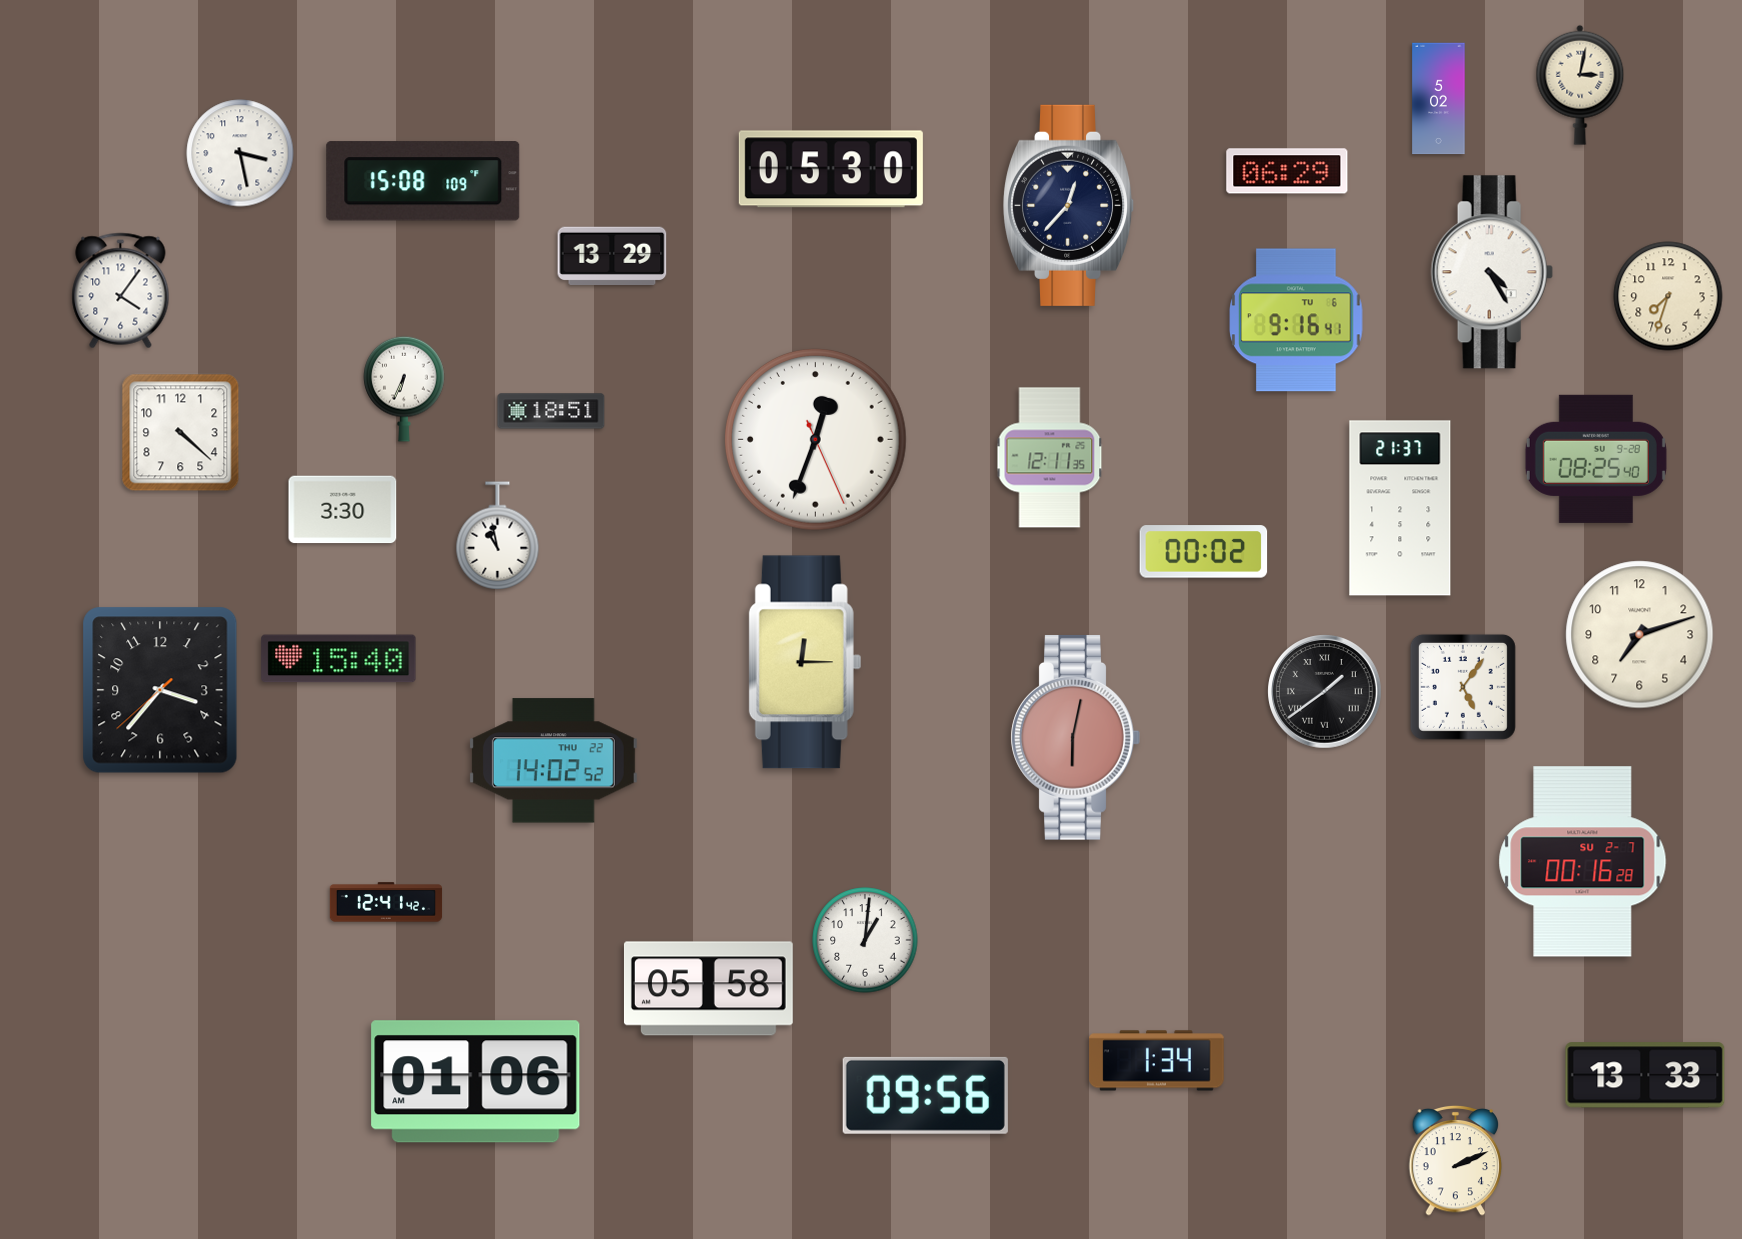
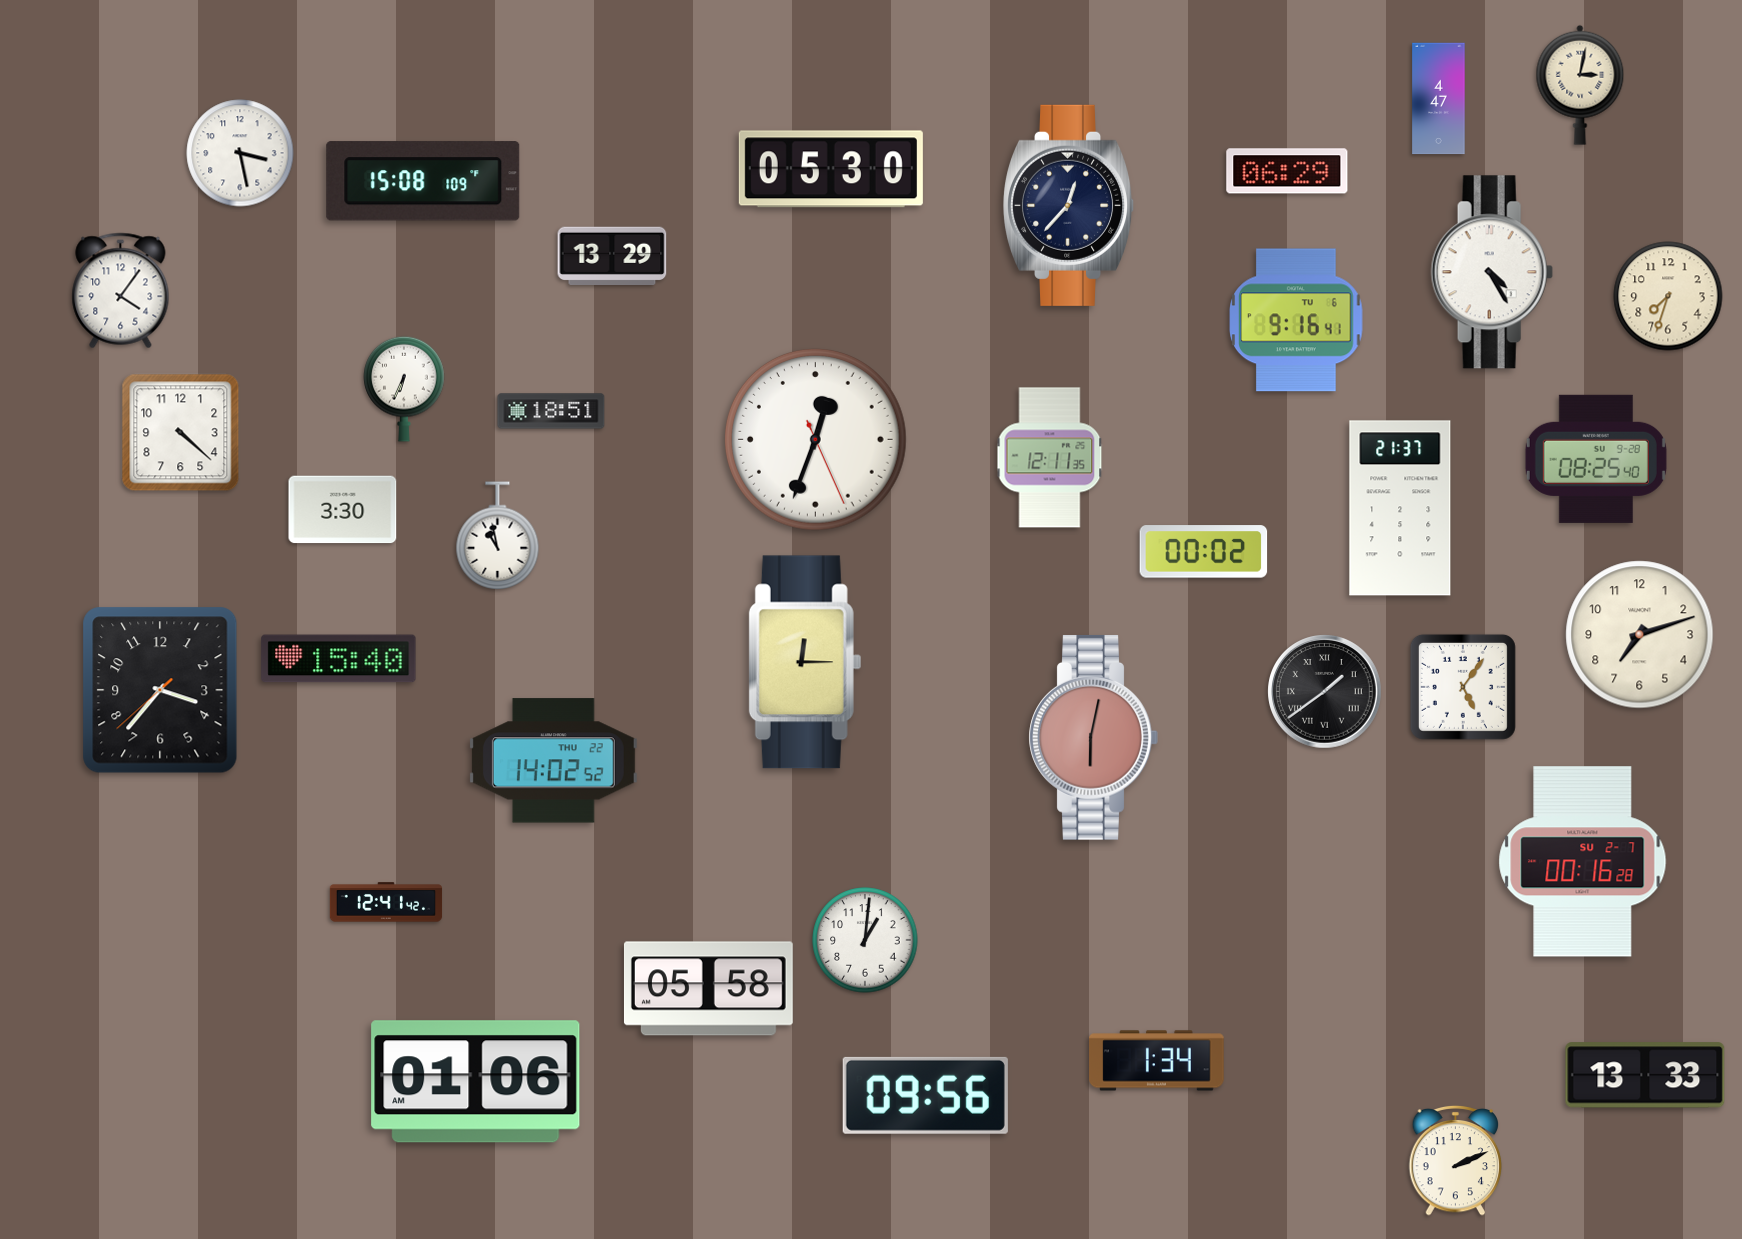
clock at (1439, 99): 5:02 -> 4:47
clock at (1075, 737) position: (1075, 737) -> (1093, 737)
